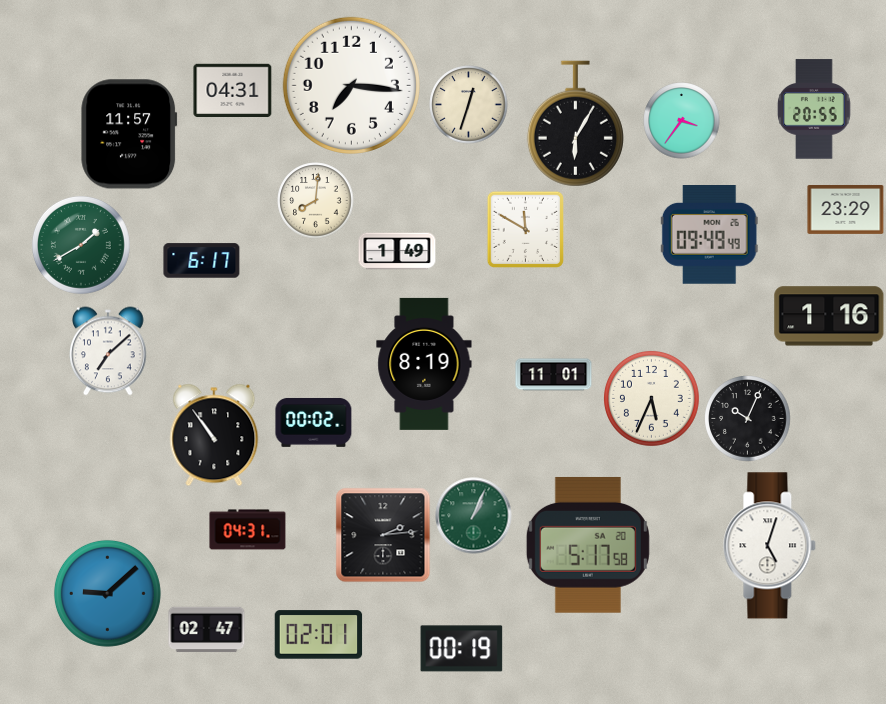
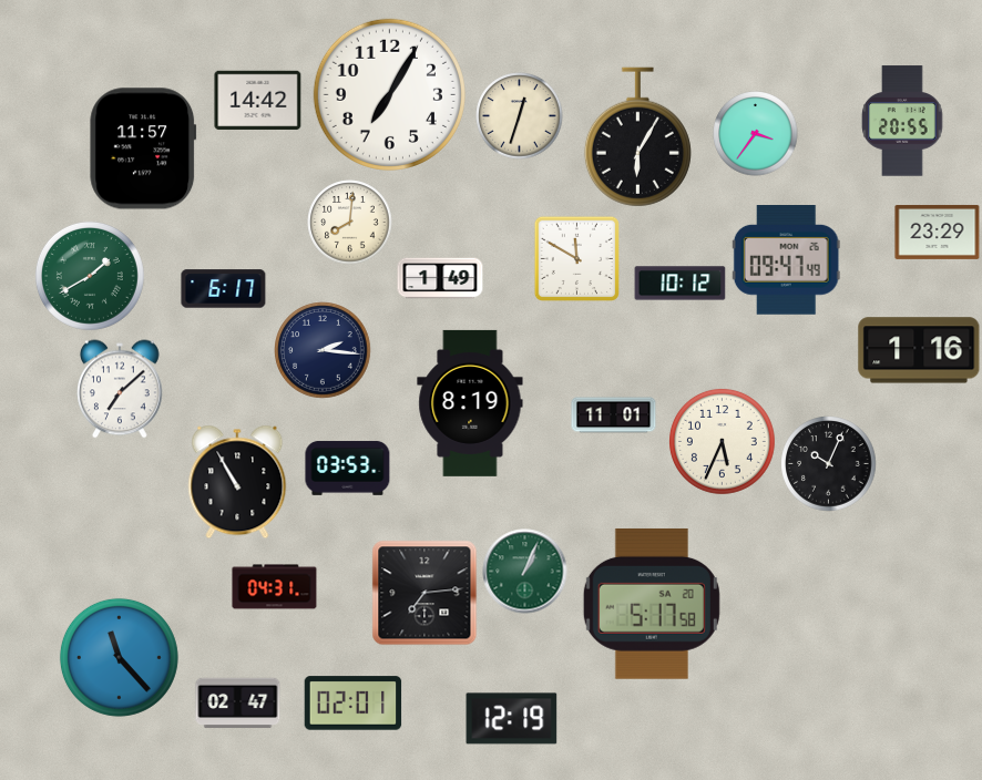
clock at (351, 85): 7:16 -> 7:05
clock at (233, 90): 04:31 -> 14:42
clock at (525, 229) position: (525, 229) -> (576, 258)
clock at (709, 235): 09:49 -> 09:47
clock at (81, 245) position: (81, 245) -> (90, 276)
clock at (681, 284): none -> 10:12
clock at (323, 350): none -> 2:16
clock at (314, 422): 00:02 -> 03:53
clock at (214, 435): 10:54 -> 10:55
clock at (383, 535): 2:14 -> 7:14
clock at (770, 546): 5:03 -> none
clock at (107, 593): 9:08 -> 11:23
clock at (207, 630) position: (207, 630) -> (238, 704)
clock at (462, 649): 00:19 -> 12:19
